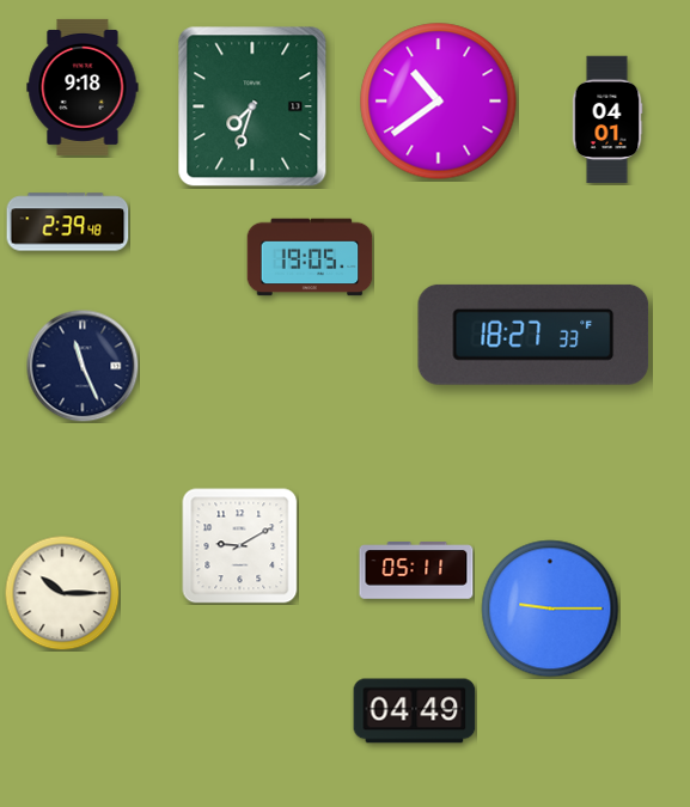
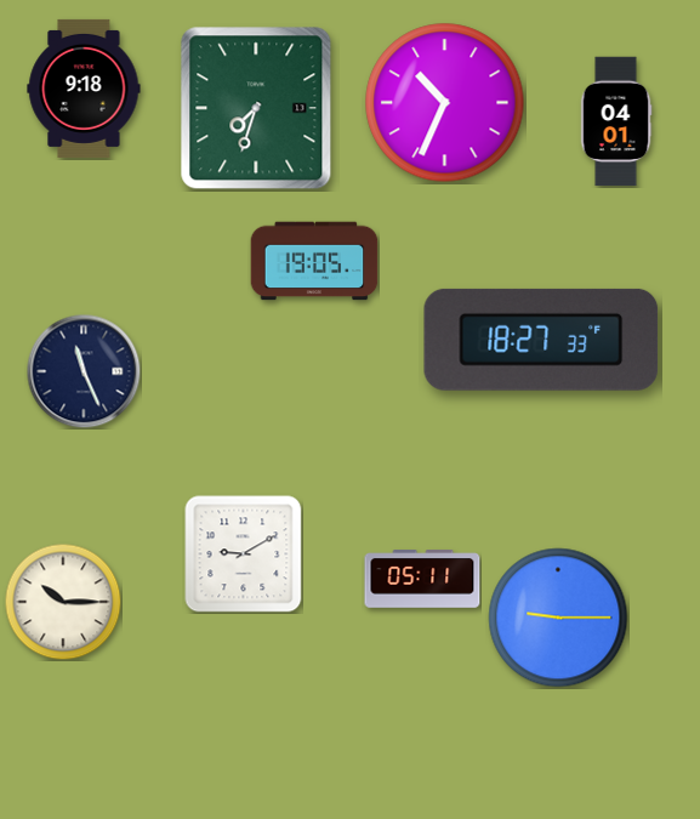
clock at (439, 102): 10:39 -> 10:34
clock at (68, 222): 2:39 -> none
clock at (415, 711): 04:49 -> none
